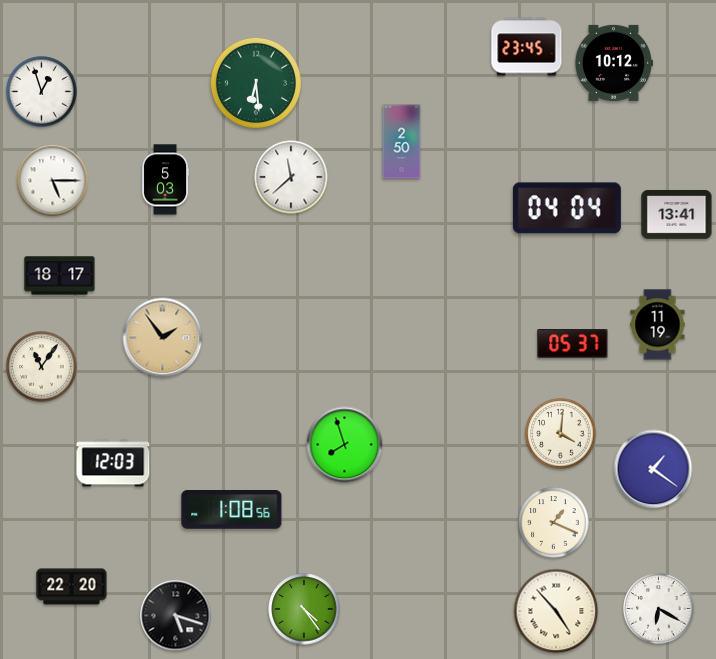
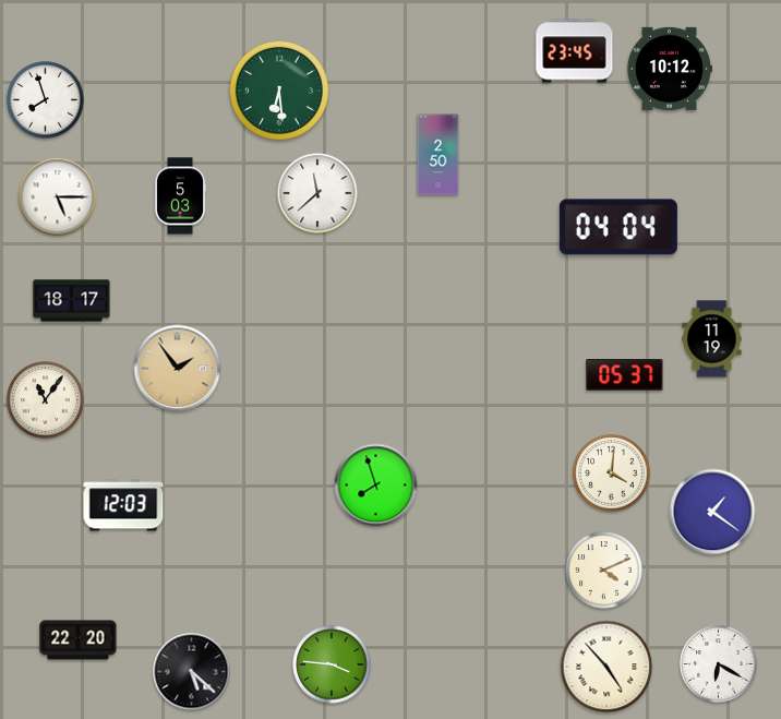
clock at (42, 92): 12:57 -> 7:57
clock at (677, 214): 13:41 -> none
clock at (60, 276) position: (60, 276) -> (72, 301)
clock at (658, 325) position: (658, 325) -> (712, 339)
clock at (232, 510): 1:08 -> none
clock at (554, 523): 1:19 -> 4:11
clock at (304, 609): 4:24 -> 3:46
clock at (176, 616): 5:18 -> 5:22
